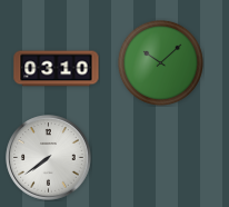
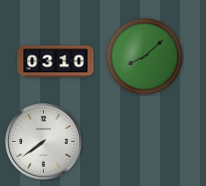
clock at (160, 62): 10:08 -> 8:08
clock at (57, 69) position: (57, 69) -> (56, 62)
